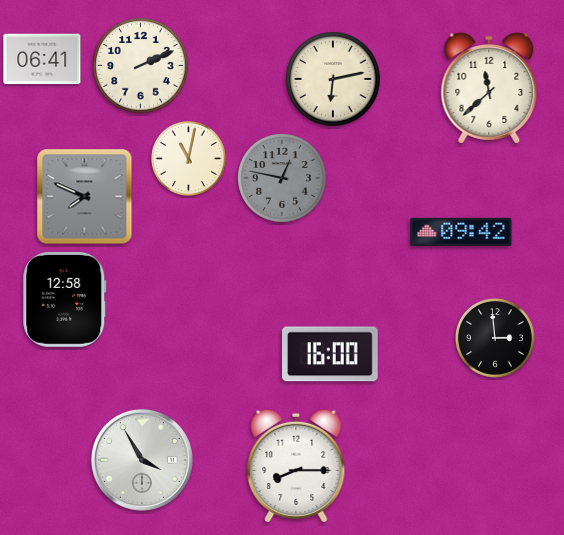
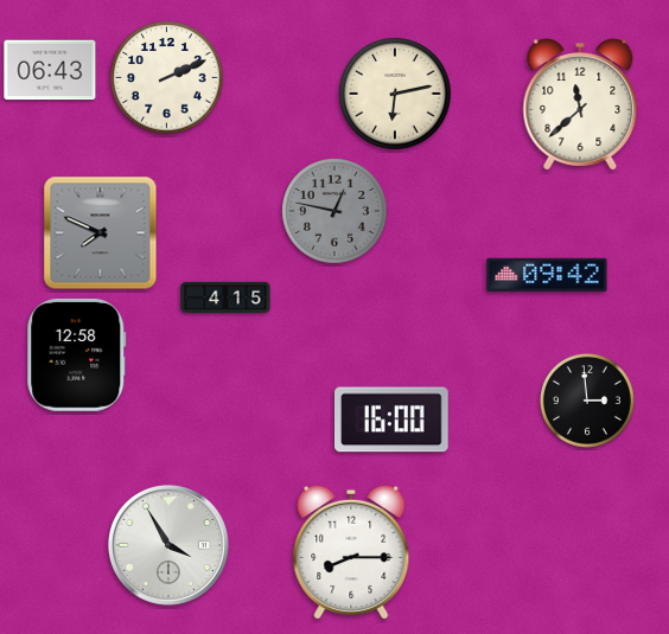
clock at (42, 59): 06:41 -> 06:43
clock at (188, 158): 11:02 -> none
clock at (225, 296): none -> 4:15
